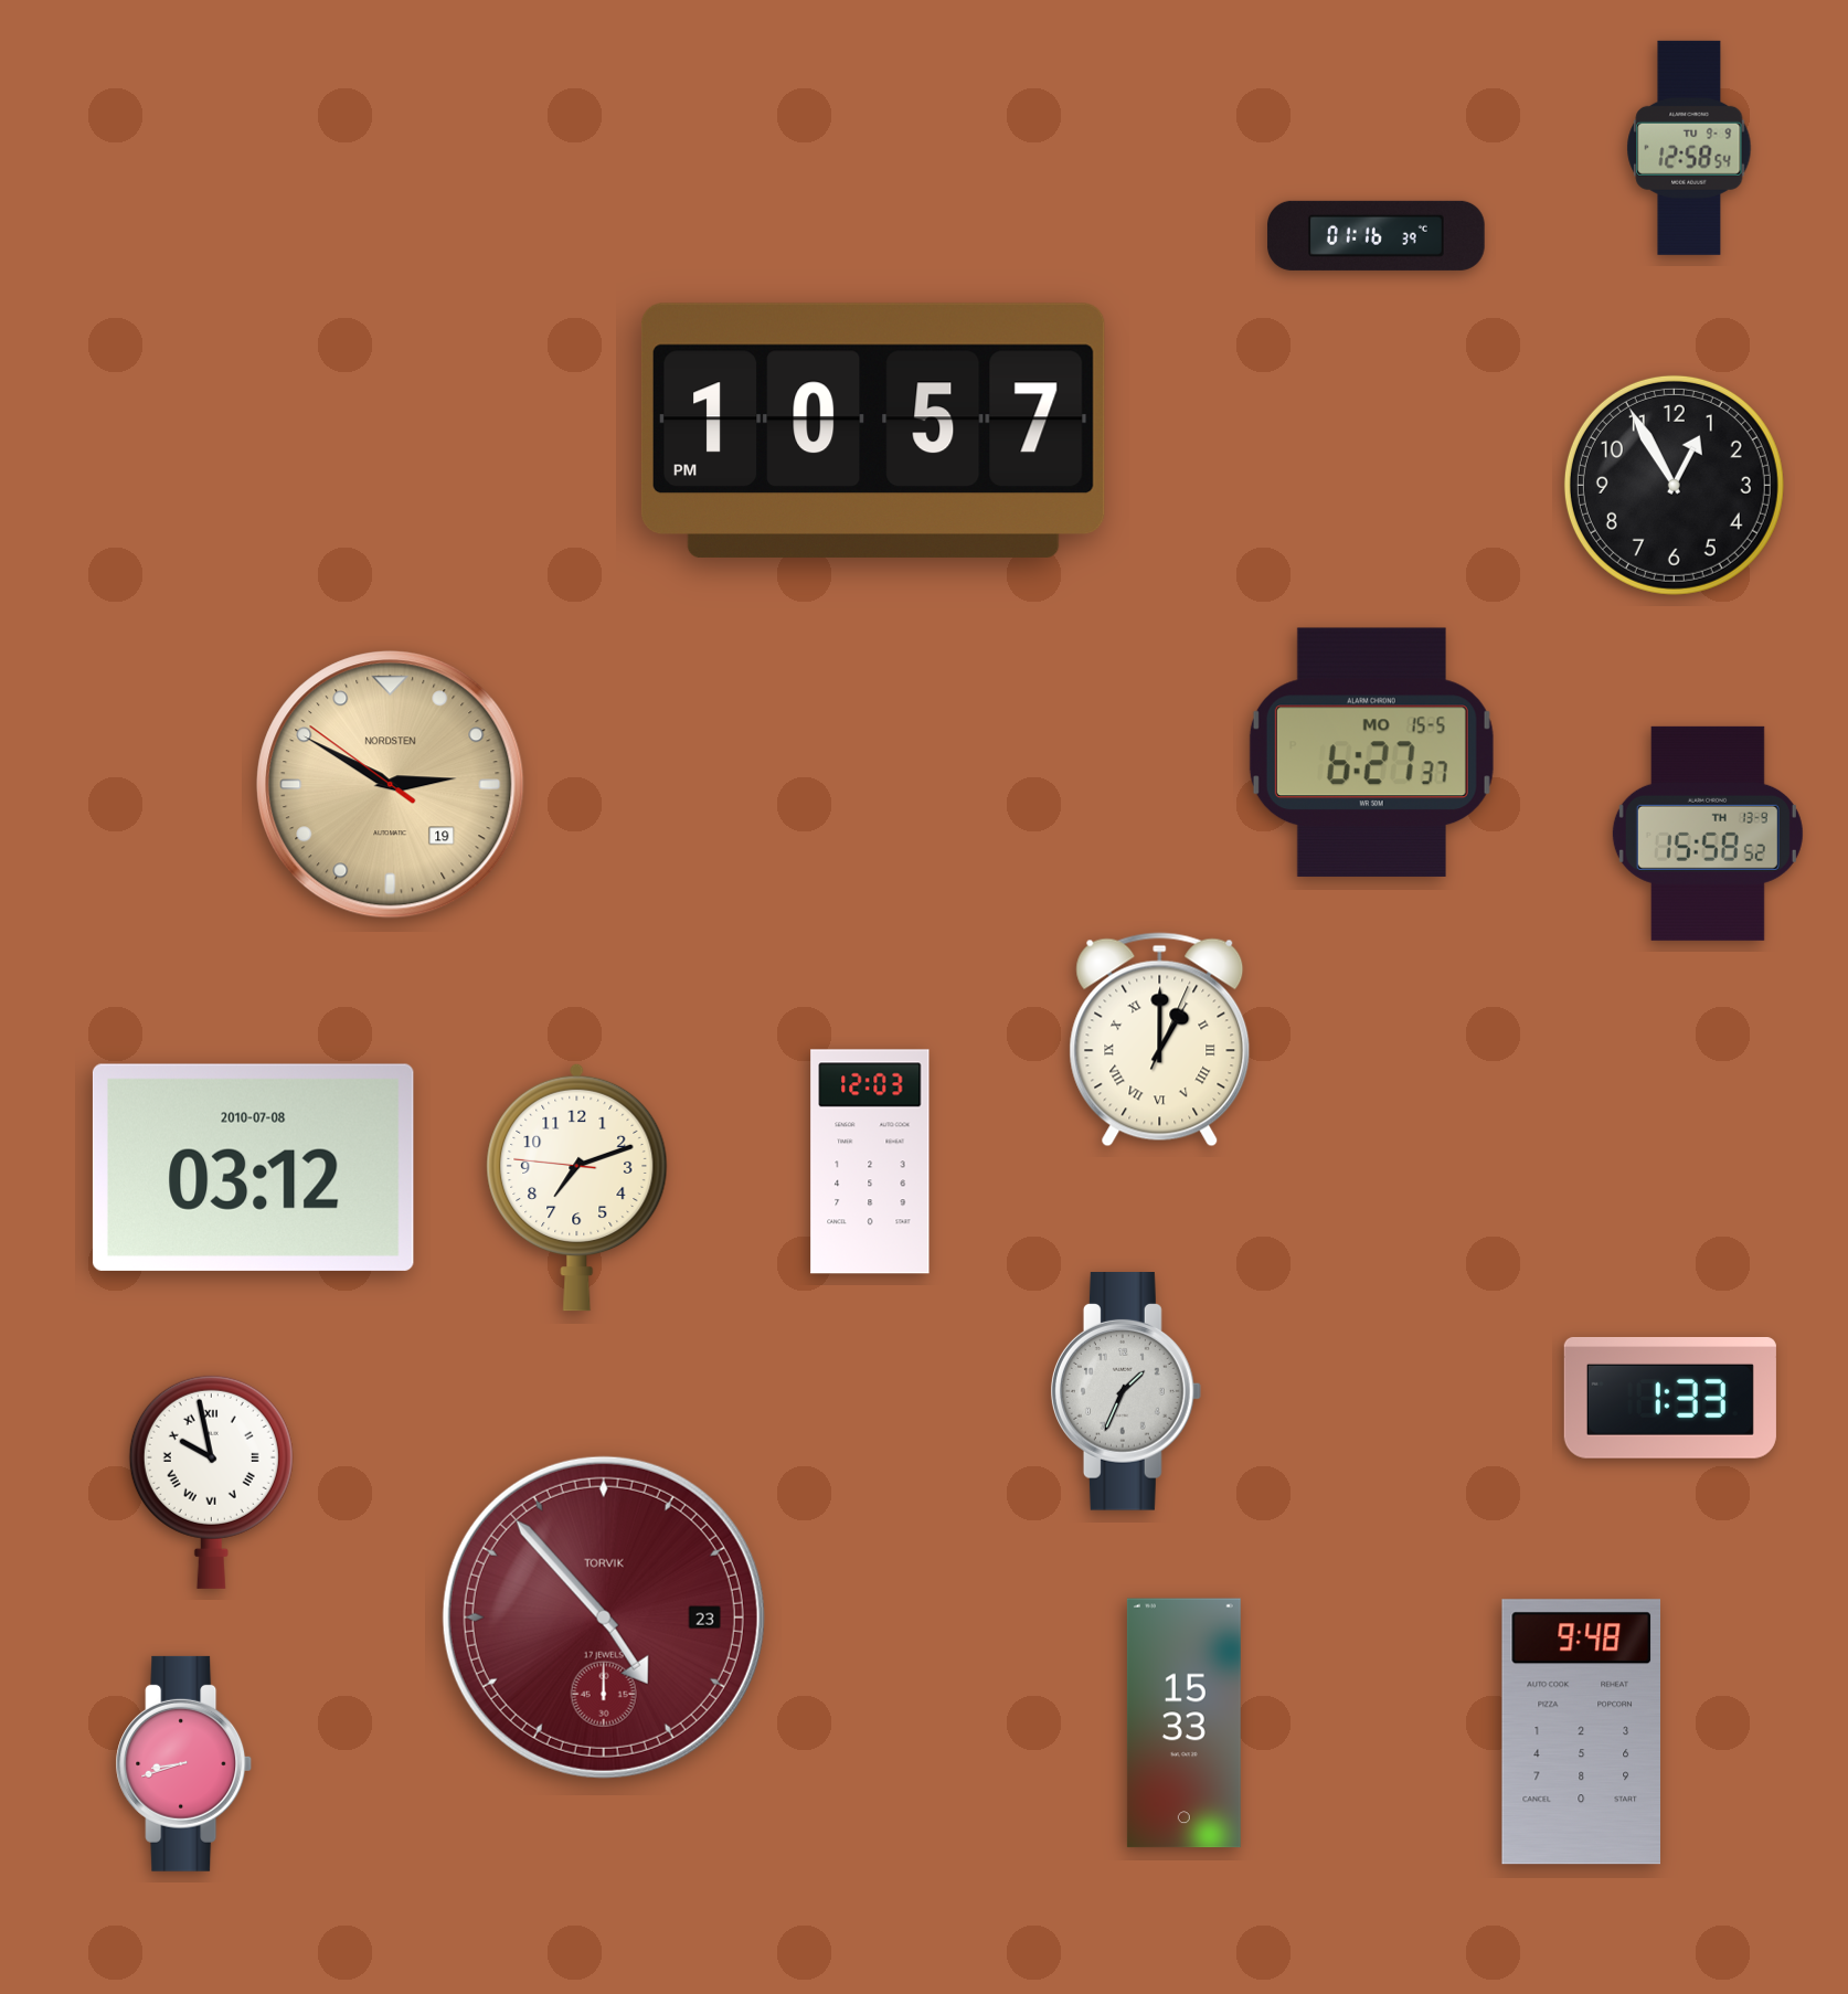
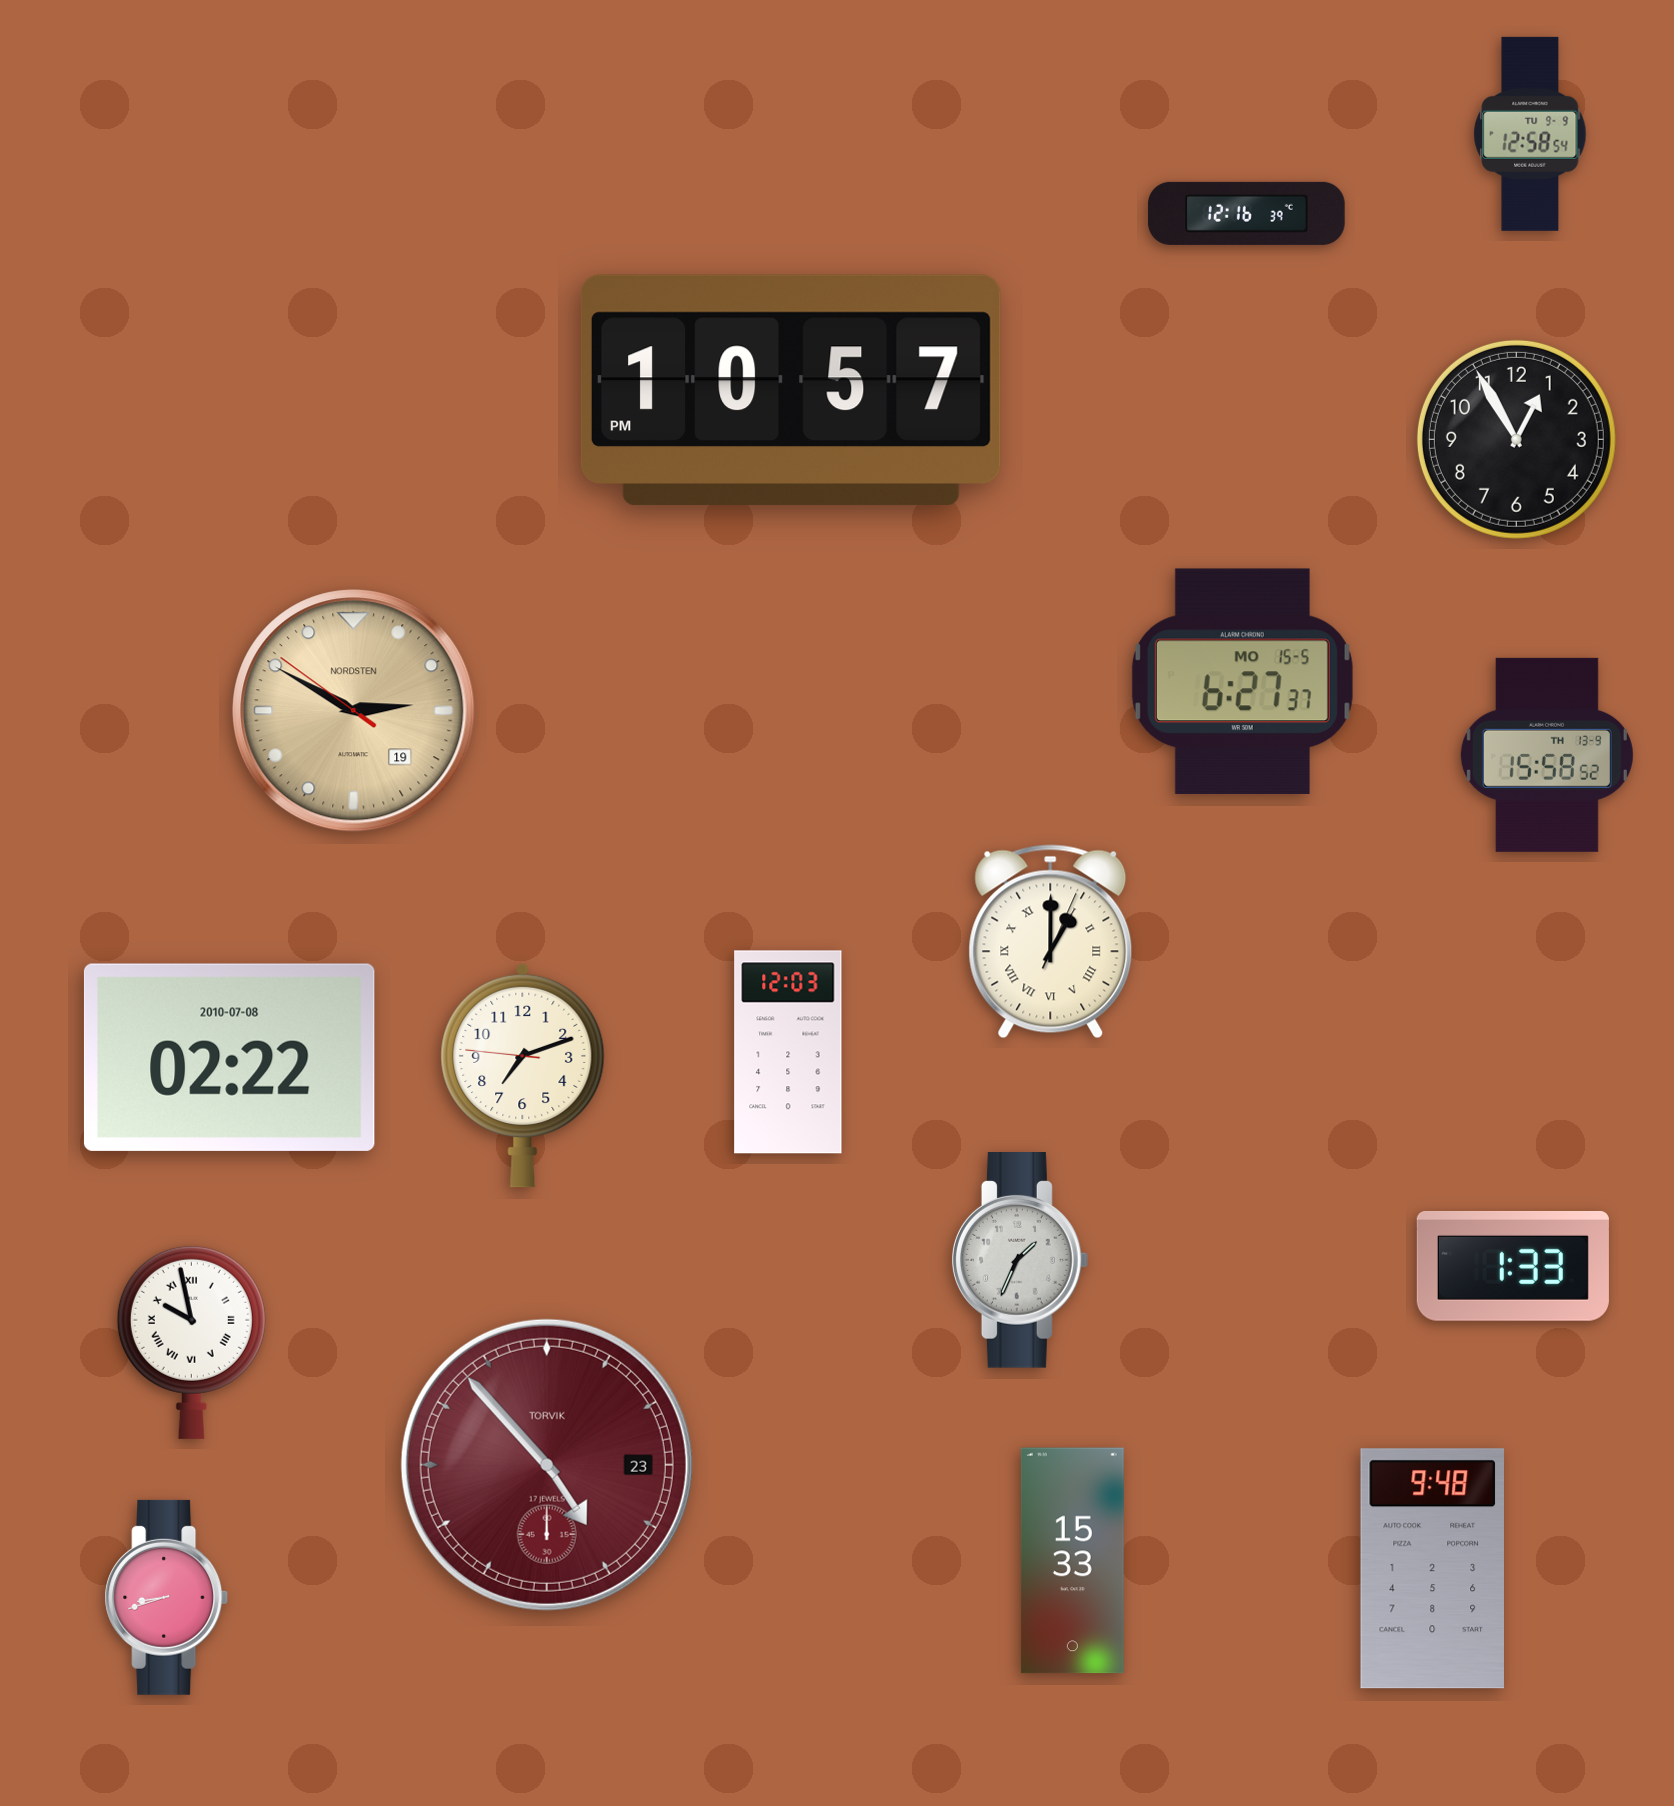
clock at (1377, 235): 01:16 -> 12:16
clock at (253, 1167): 03:12 -> 02:22
